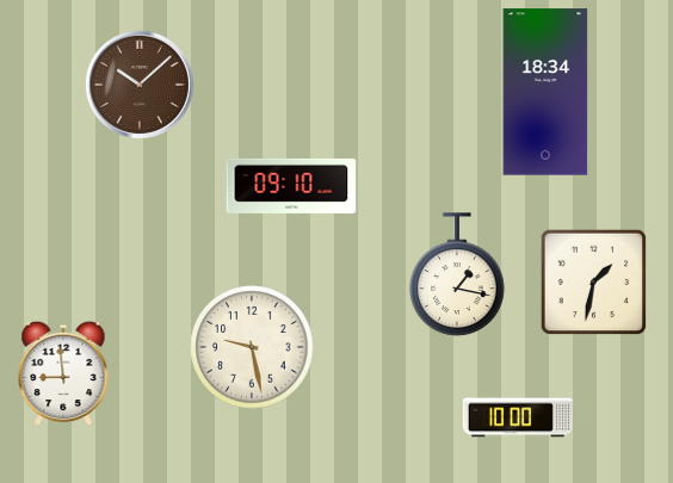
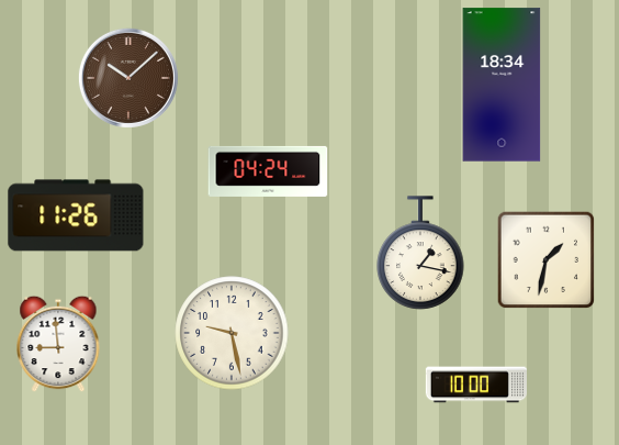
clock at (291, 186): 09:10 -> 04:24
clock at (76, 215): none -> 11:26
clock at (252, 347) position: (252, 347) -> (232, 333)
